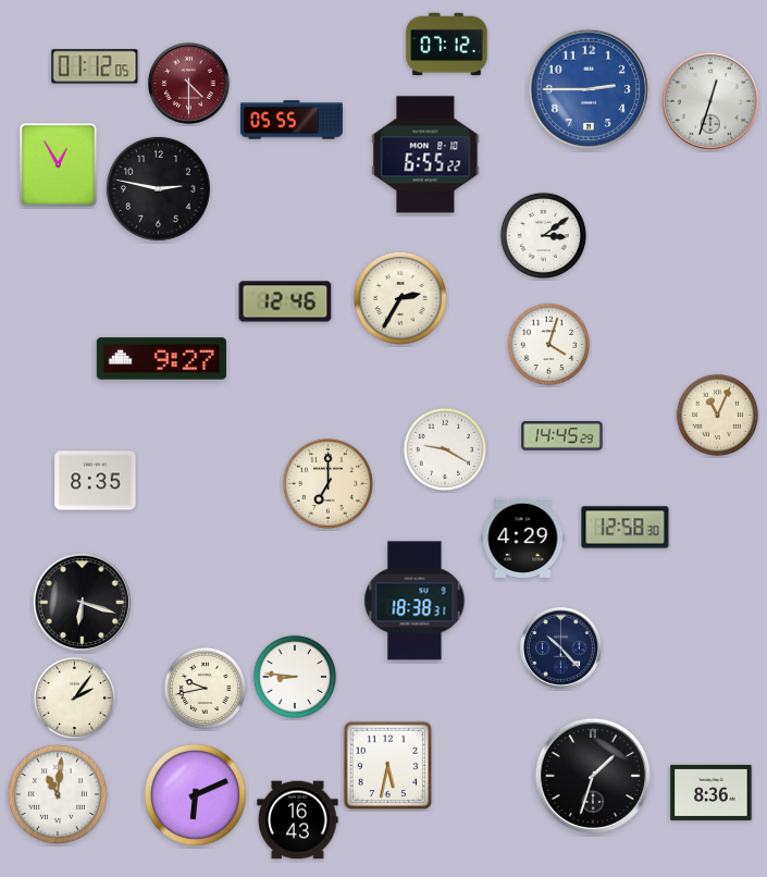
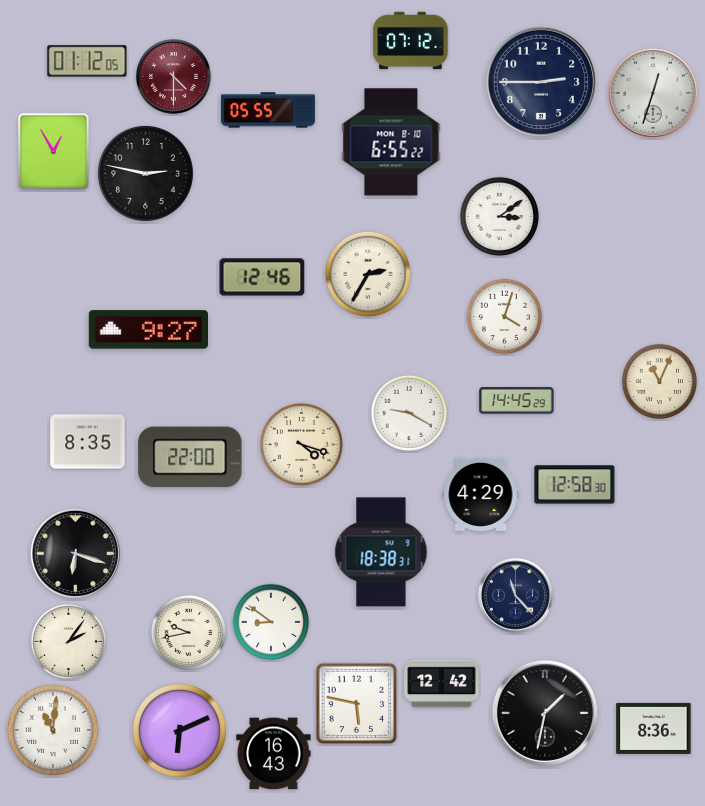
clock at (587, 88) dial: blue -> navy
clock at (327, 483): 7:00 -> 4:18
clock at (190, 457): none -> 22:00
clock at (561, 649): 10:23 -> 11:23
clock at (294, 676): 8:46 -> 8:51
clock at (442, 684): none -> 12:42
clock at (388, 766): 5:32 -> 5:47
clock at (593, 776): 1:33 -> 1:32
